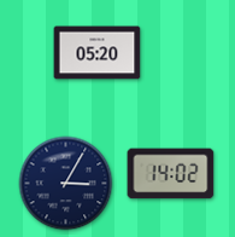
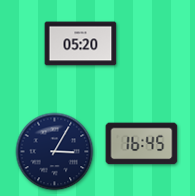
clock at (171, 174): 14:02 -> 16:45
